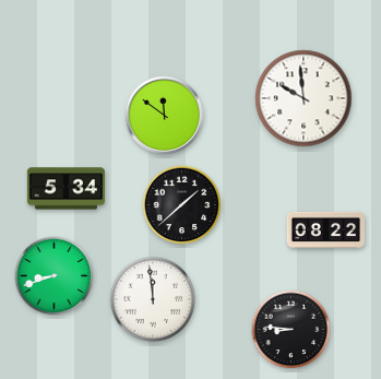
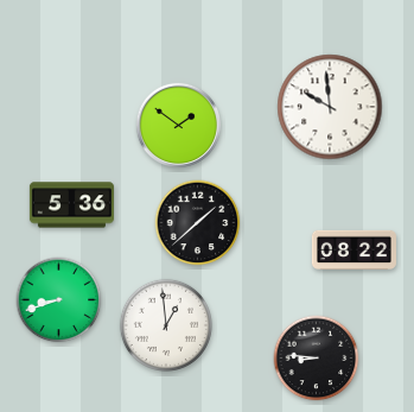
clock at (164, 115): 11:51 -> 1:51
clock at (66, 189): 5:34 -> 5:36
clock at (153, 299): 11:59 -> 12:59
